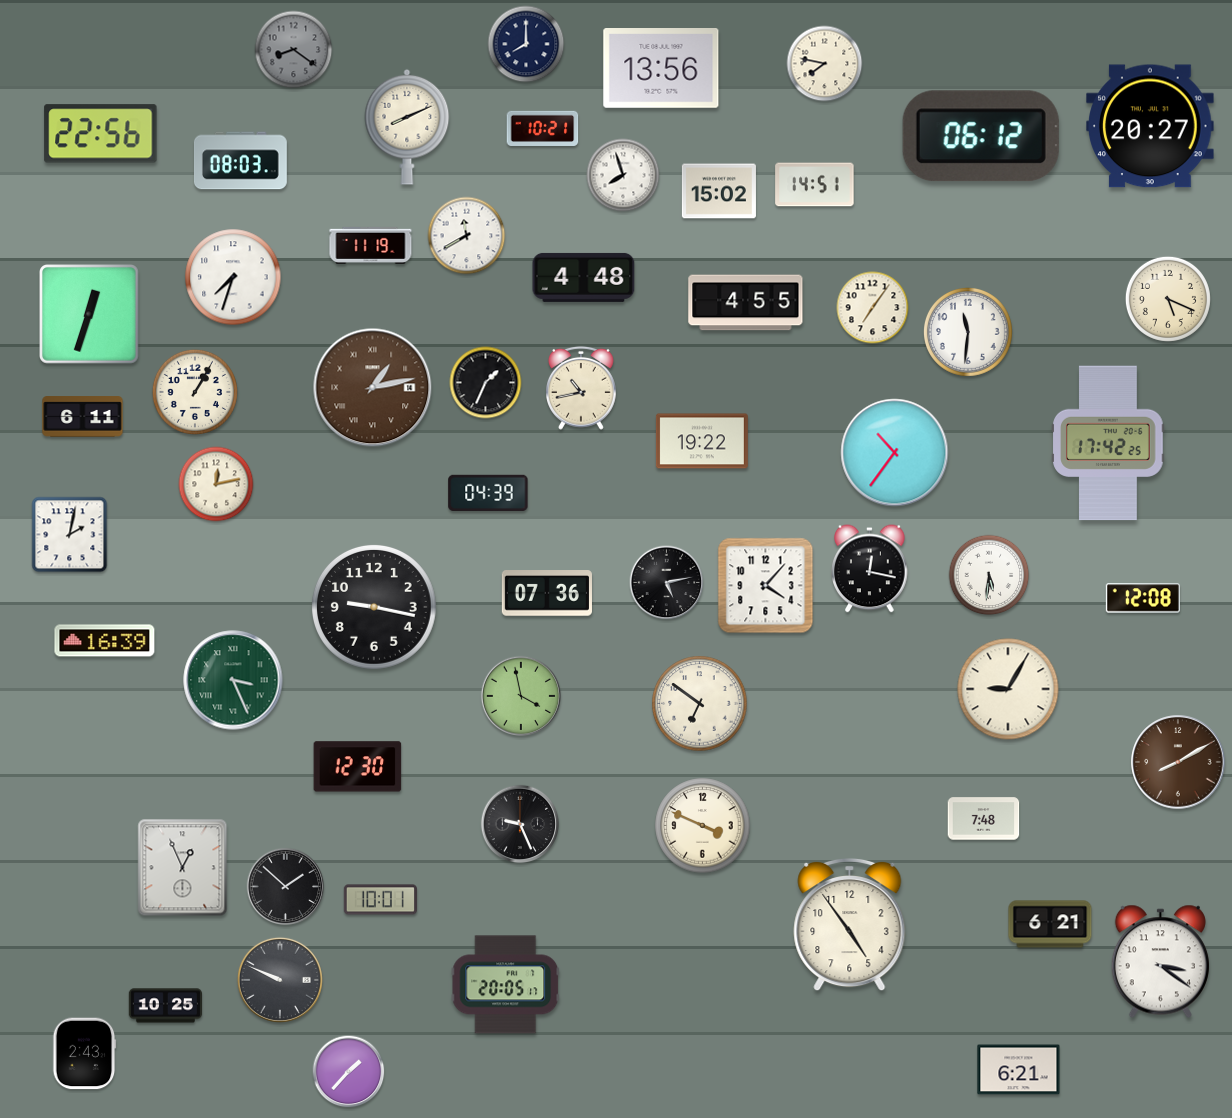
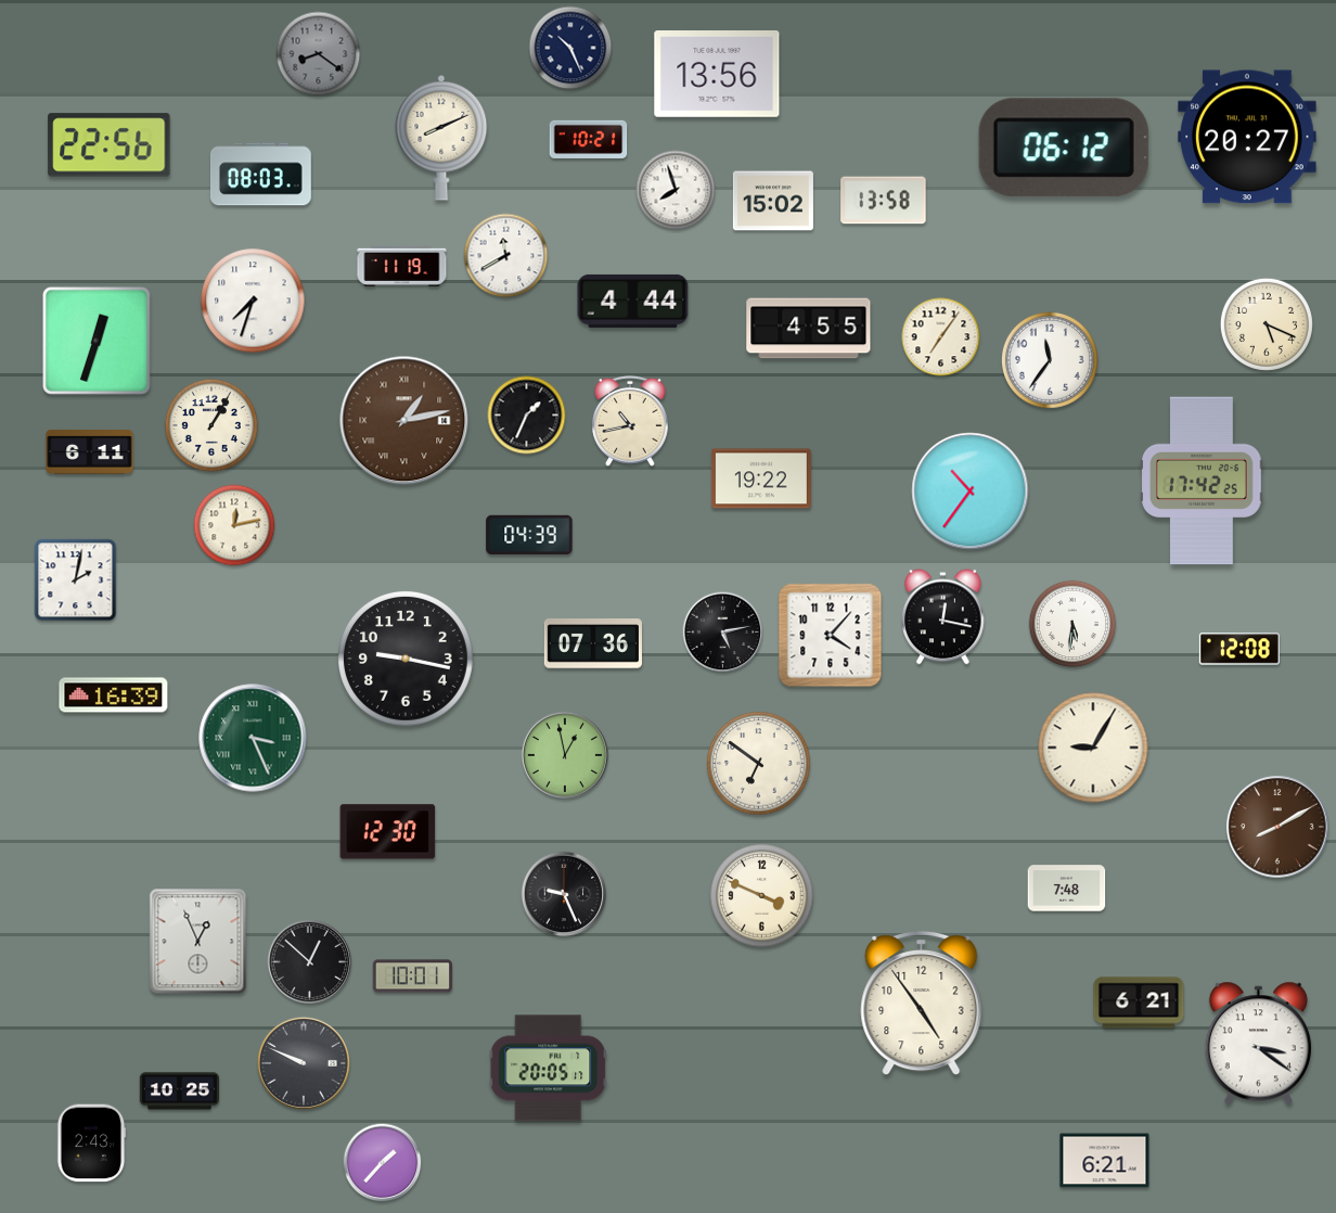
clock at (526, 44): 8:00 -> 10:26
clock at (825, 64): 7:47 -> none
clock at (815, 185): 14:51 -> 13:58
clock at (719, 191) position: (719, 191) -> (773, 201)
clock at (584, 277): 4:48 -> 4:44
clock at (873, 308) position: (873, 308) -> (941, 337)
clock at (968, 332): 11:31 -> 11:36
clock at (520, 695): 3:58 -> 12:58
clock at (286, 887): 1:52 -> 12:52
clock at (349, 1072) position: (349, 1072) -> (383, 1163)
